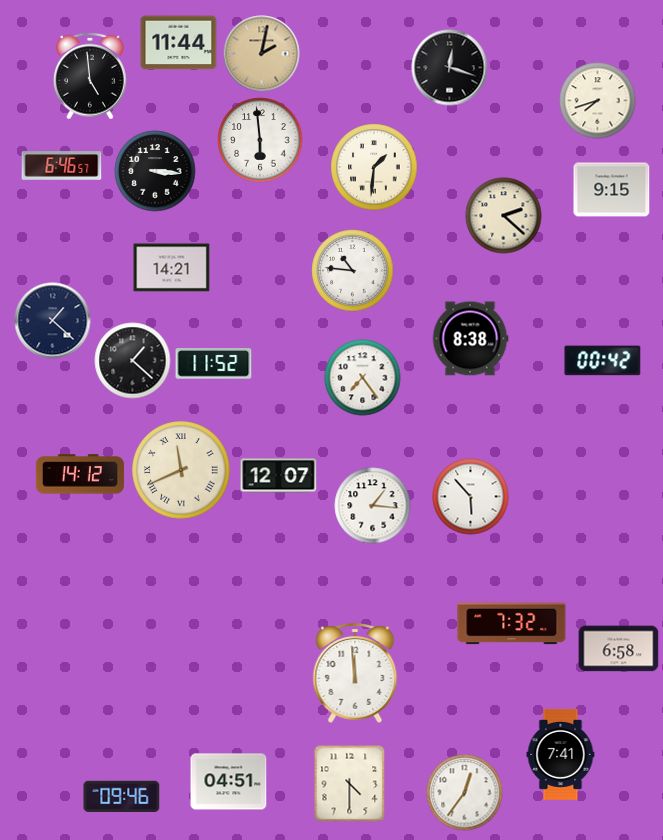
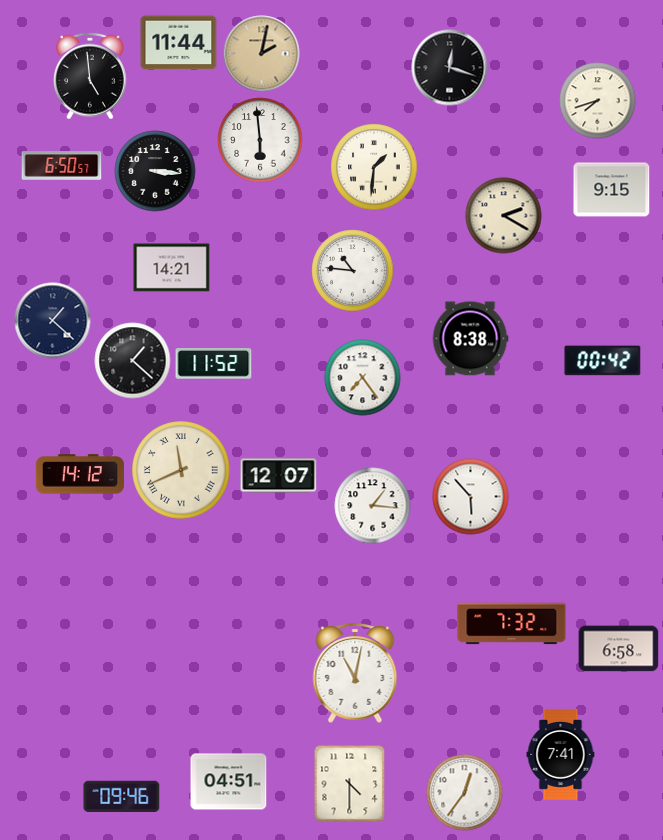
clock at (62, 166): 6:46 -> 6:50
clock at (504, 216): 2:22 -> 2:20
clock at (355, 673): 11:59 -> 11:02
